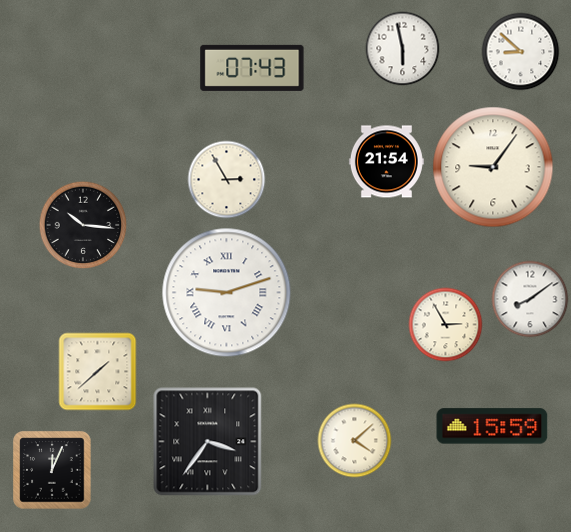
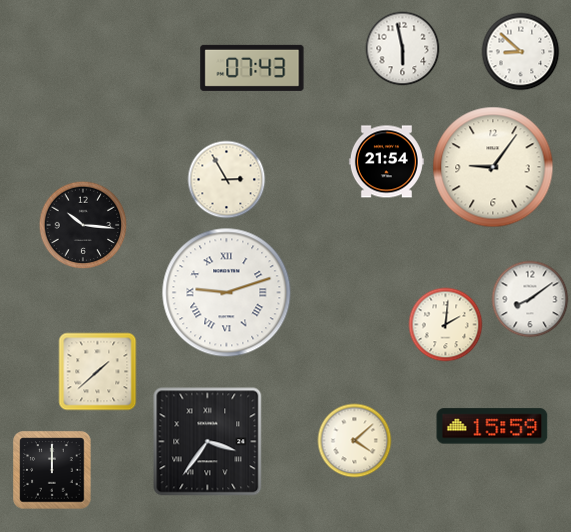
clock at (446, 325): 2:55 -> 2:01
clock at (52, 470): 12:04 -> 12:00
